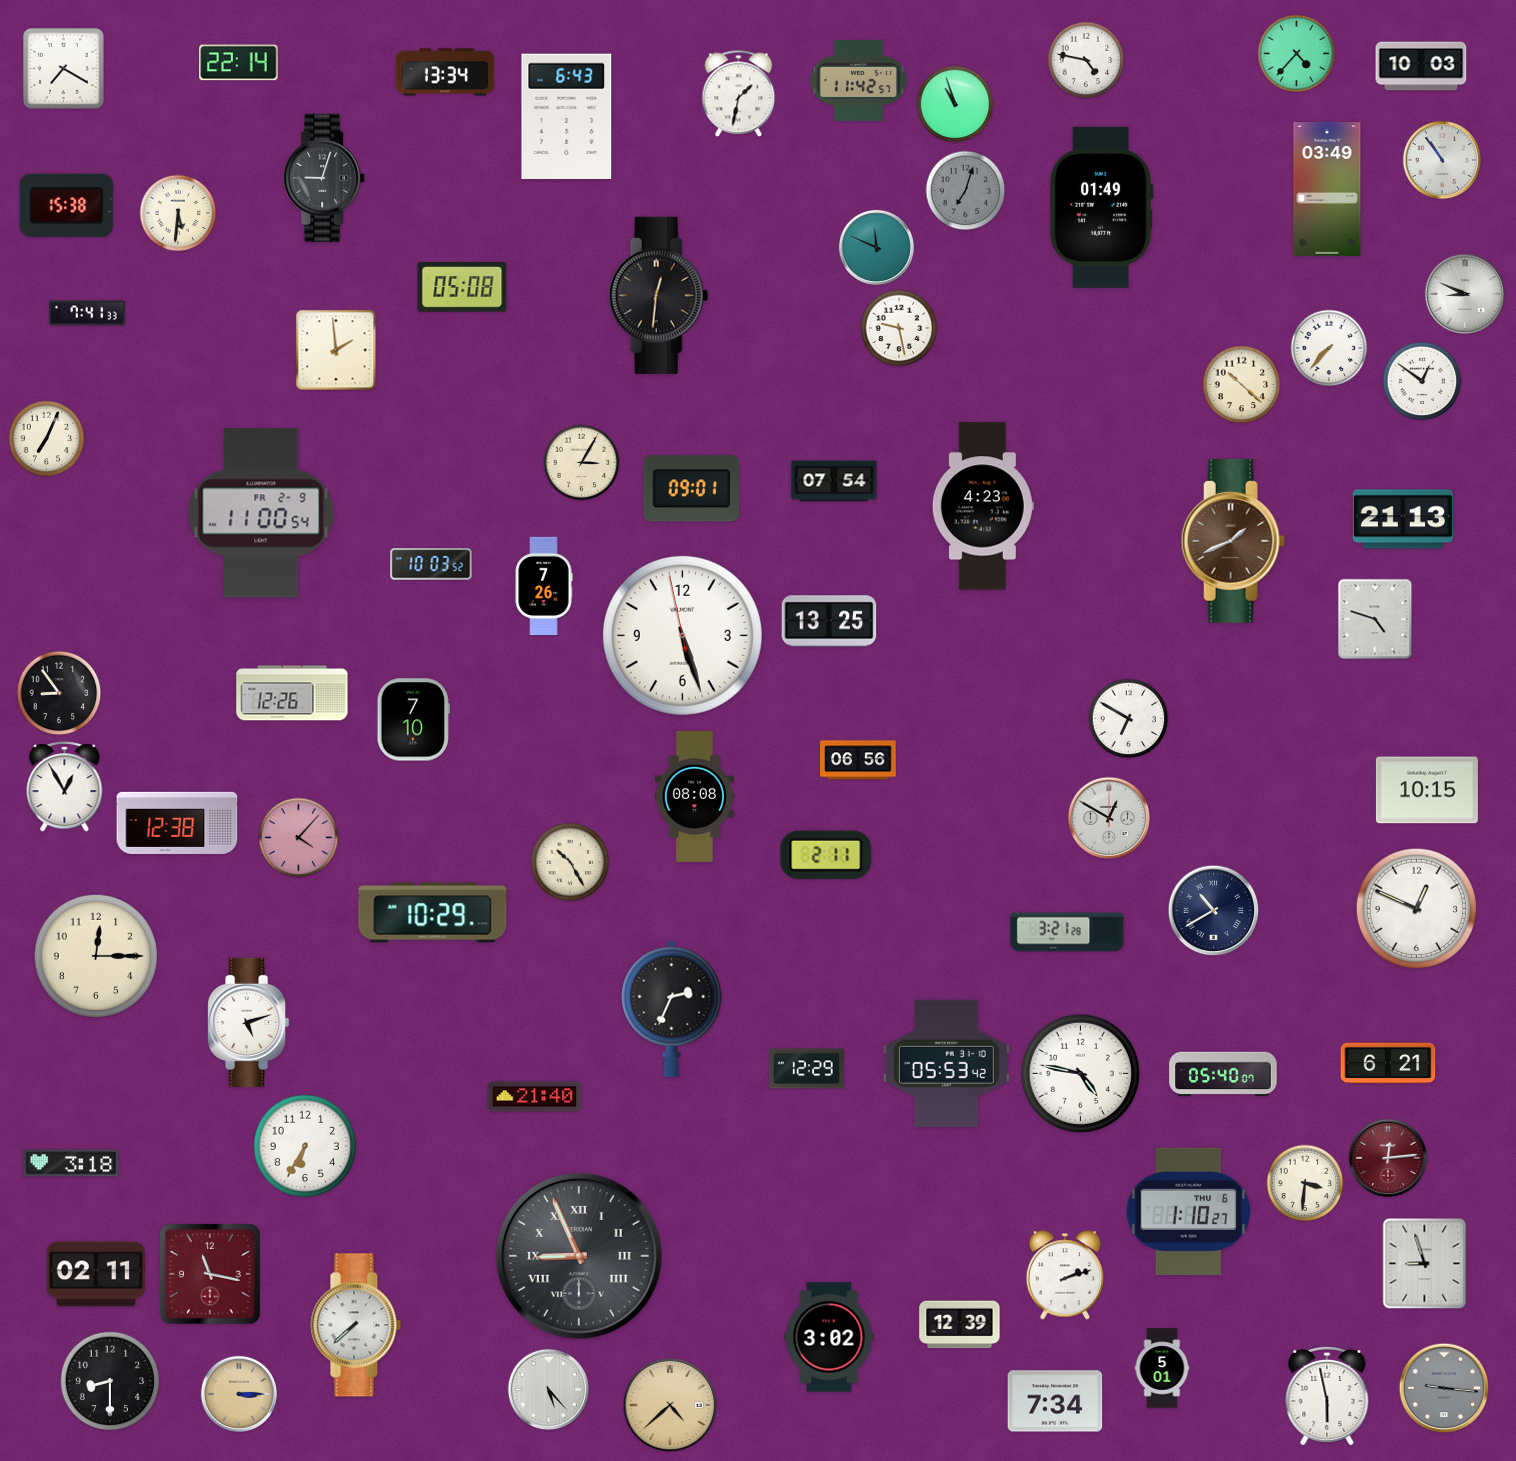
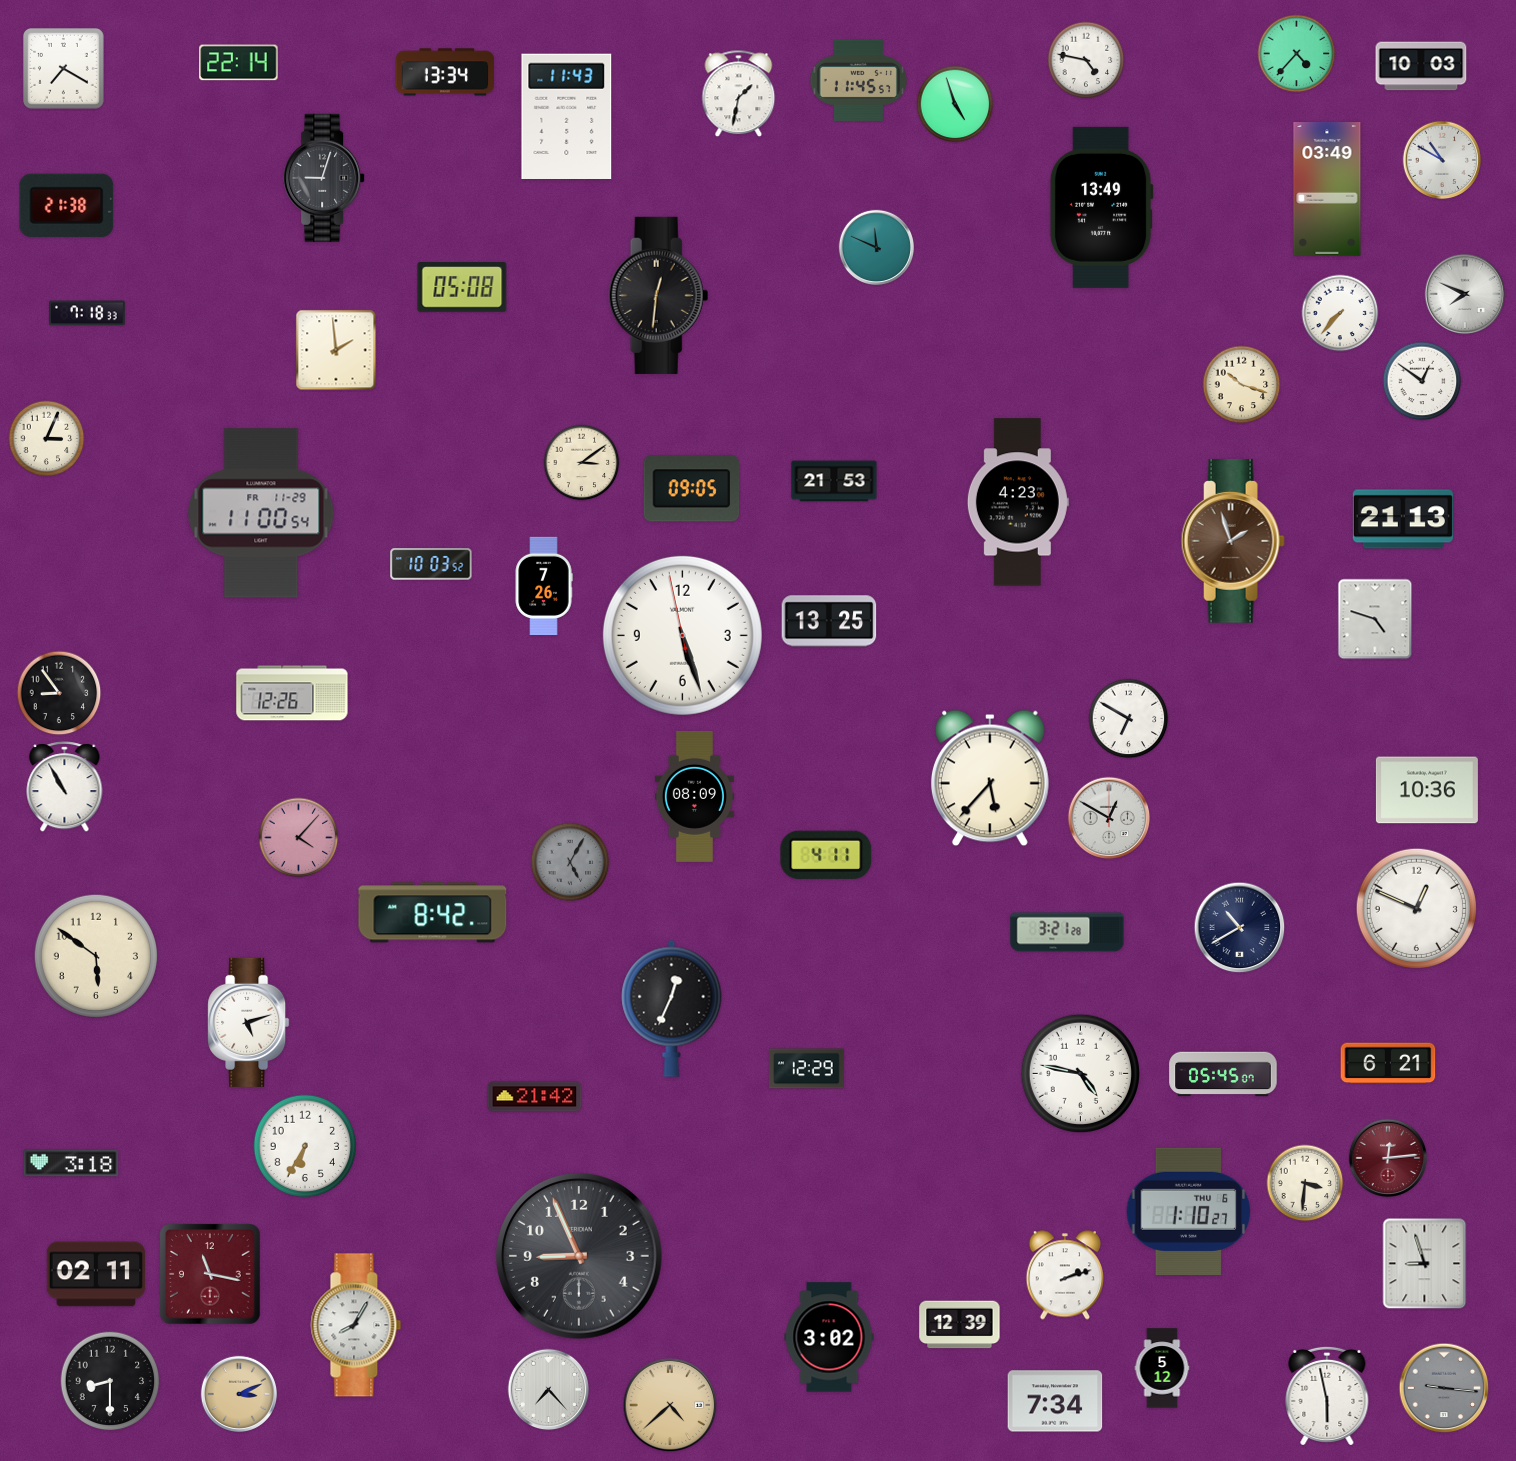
clock at (858, 80): 11:42 -> 11:45
clock at (955, 104): 10:57 -> 4:57
clock at (567, 116): 6:43 -> 11:43
clock at (1442, 160): 10:54 -> 10:50
clock at (966, 191): 7:03 -> none
clock at (67, 205): 15:38 -> 21:38
clock at (1101, 207): 01:49 -> 13:49
clock at (178, 213): 5:31 -> none
clock at (1465, 294): 8:49 -> 7:49
clock at (88, 313): 7:41 -> 7:18
clock at (899, 328): 9:28 -> none
clock at (1329, 348) position: (1329, 348) -> (1340, 313)
clock at (1242, 385): 10:22 -> 10:18
clock at (47, 439): 7:04 -> 3:04
clock at (582, 463): 3:05 -> 3:09
clock at (834, 481): 07:54 -> 21:53
clock at (692, 489): 09:01 -> 09:05
clock at (983, 506) position: (983, 506) -> (1018, 502)
clock at (261, 513) date: FR 2-9 -> FR 11-29
clock at (1233, 542): 1:41 -> 1:57
clock at (413, 720): 7:10 -> none
clock at (858, 760): 06:56 -> none
clock at (990, 778): none -> 5:37
clock at (65, 787): 12:55 -> 10:55
clock at (1427, 790): 10:15 -> 10:36
clock at (694, 796): 08:08 -> 08:09
clock at (177, 823): 12:38 -> none
clock at (826, 855): 2:11 -> 4:11
clock at (570, 862): 10:25 -> 5:05
clock at (570, 862) dial: cream -> grey
clock at (1214, 911) position: (1214, 911) -> (1240, 928)
clock at (433, 913): 10:29 -> 8:42
clock at (96, 956): 12:15 -> 5:51
clock at (672, 1008): 2:34 -> 12:34
clock at (946, 1063): 05:53 -> none
clock at (1223, 1074): 05:40 -> 05:45
clock at (535, 1097): 21:40 -> 21:42
clock at (580, 1257) numerals: Roman -> Arabic
clock at (356, 1325): 7:38 -> 8:05
clock at (1162, 1368): 5:01 -> 5:12
clock at (549, 1390): 5:23 -> 7:23
clock at (238, 1393): 3:15 -> 3:11
